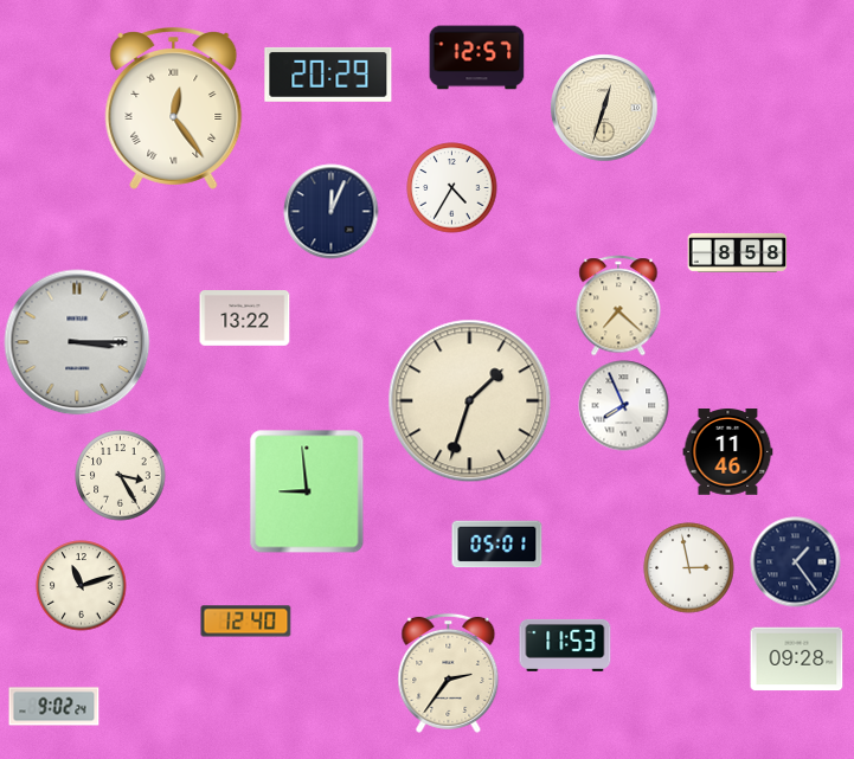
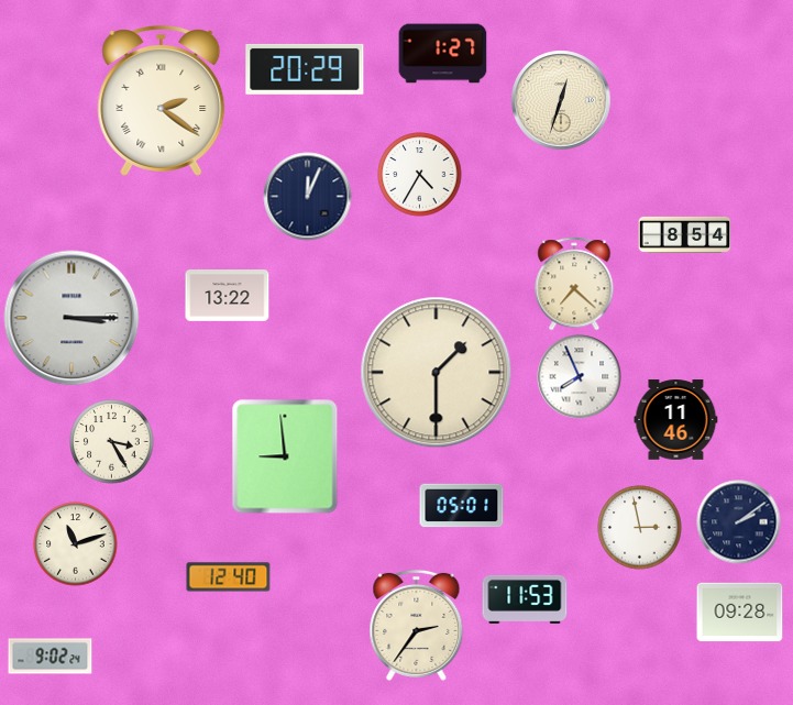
clock at (477, 58): 12:57 -> 1:27
clock at (174, 109): 12:24 -> 2:21
clock at (738, 252): 8:58 -> 8:54
clock at (470, 401): 1:33 -> 1:30
clock at (796, 562): 1:24 -> 2:09
